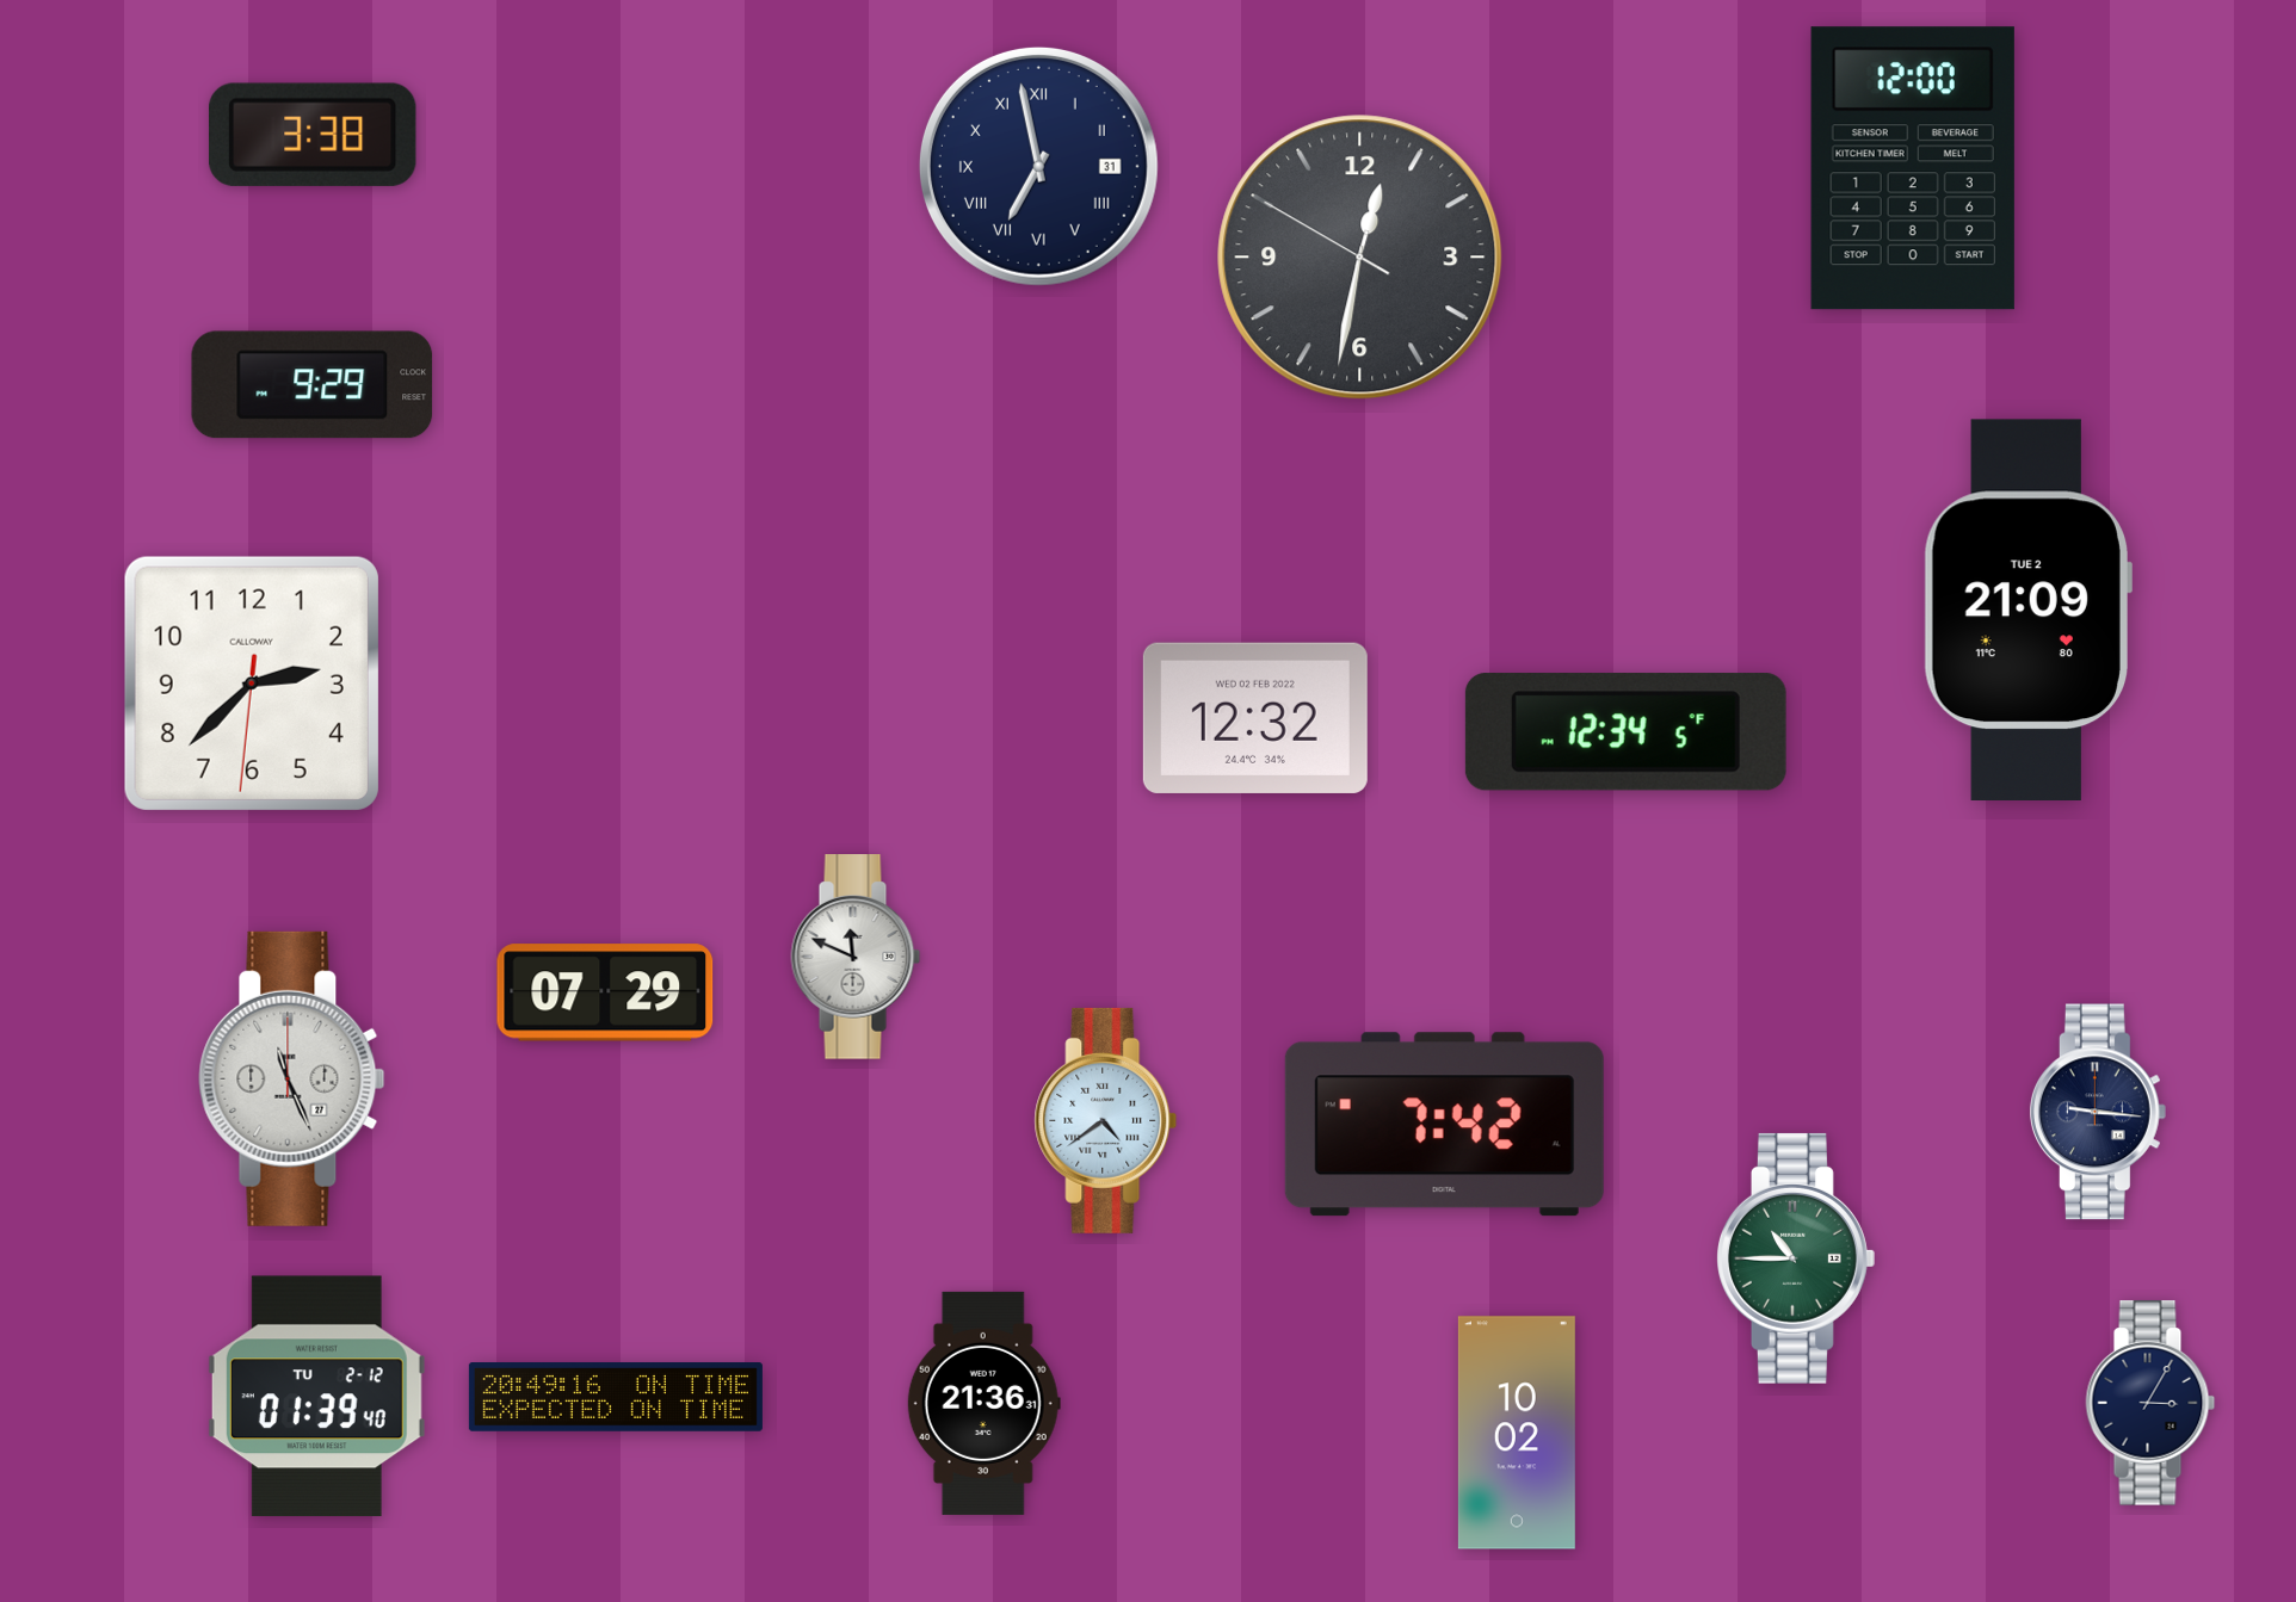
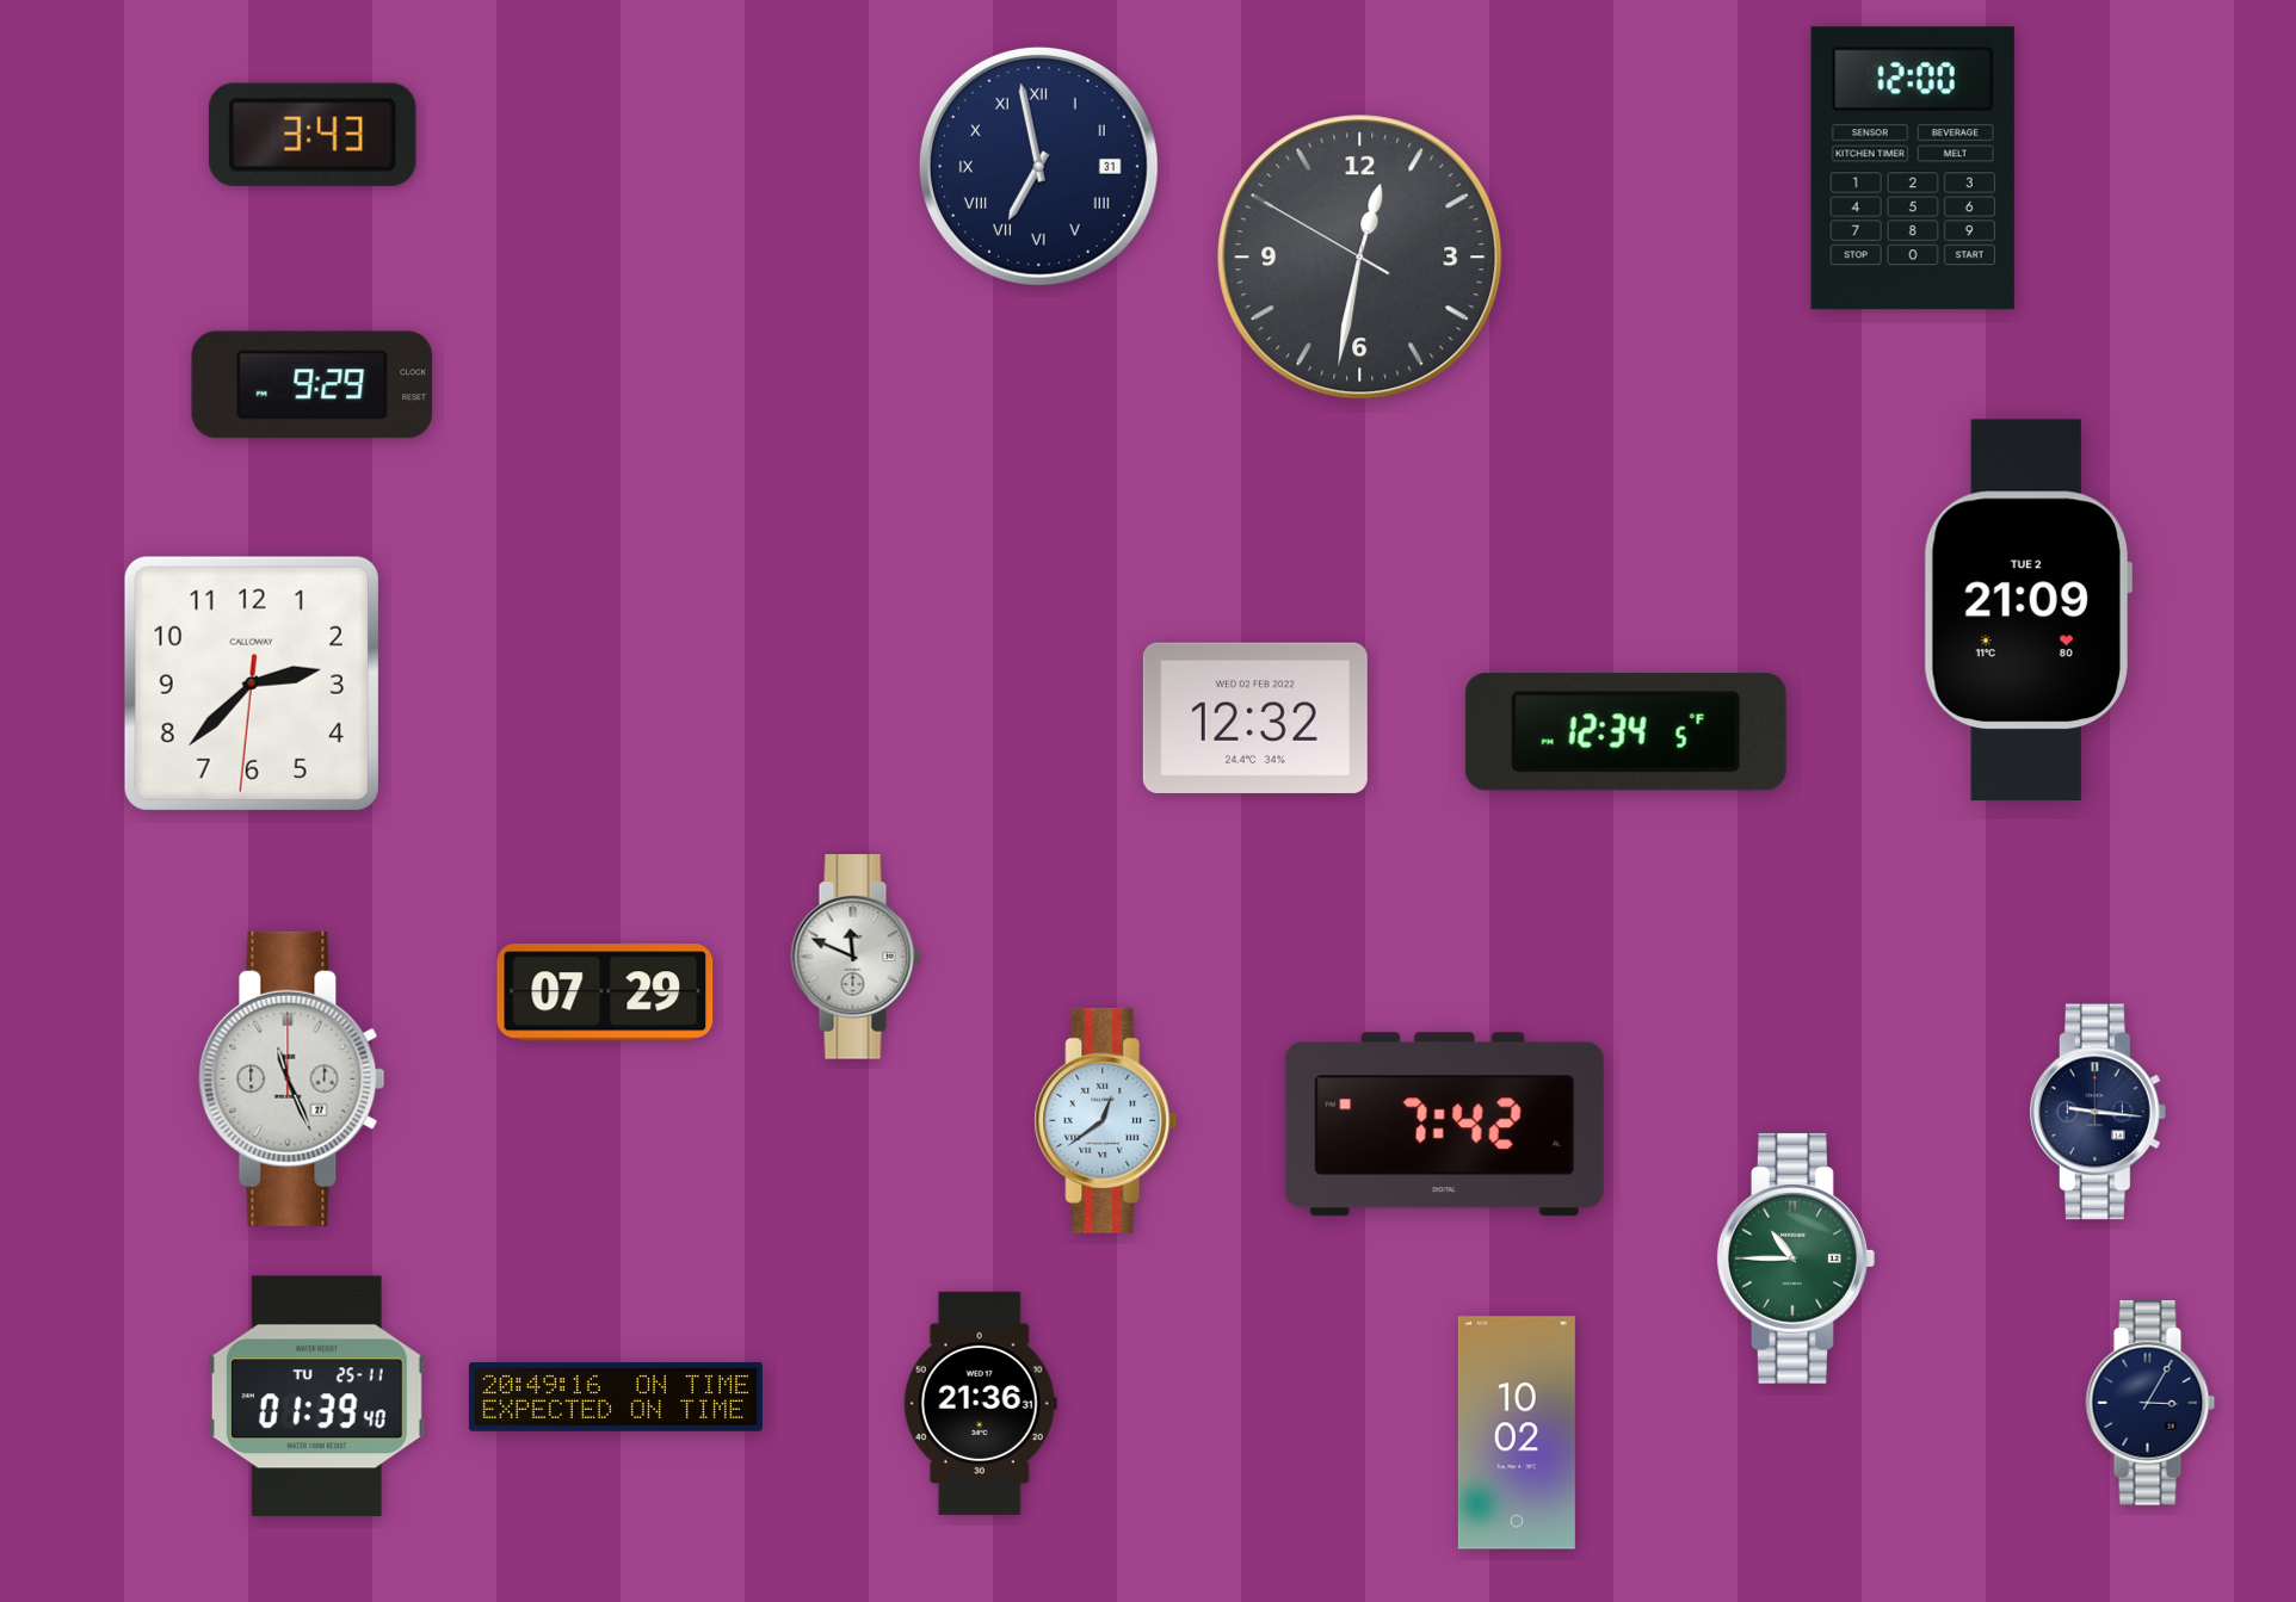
clock at (313, 135): 3:38 -> 3:43
clock at (1106, 1120): 4:39 -> 12:39
clock at (316, 1397) date: TU 2-12 -> TU 25-11
clock at (983, 1403) position: (983, 1403) -> (980, 1403)
